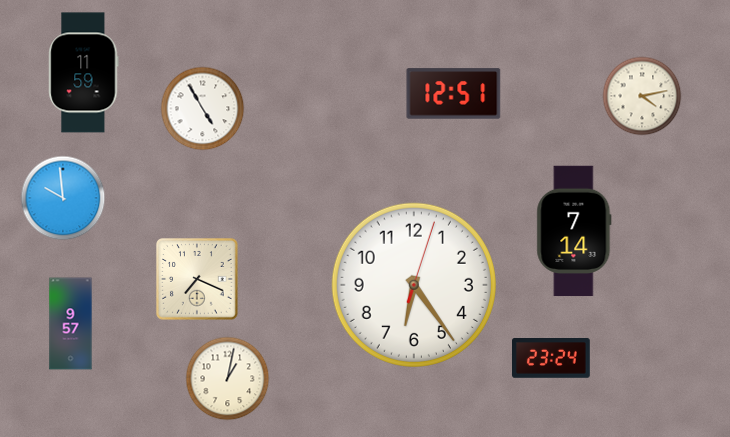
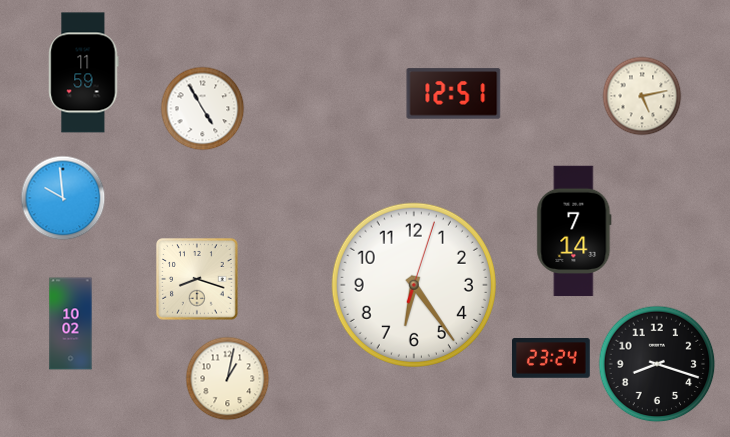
clock at (642, 96): 4:13 -> 5:13
clock at (197, 279): 7:19 -> 8:18
clock at (71, 324): 9:57 -> 10:02
clock at (657, 364): none -> 8:18
